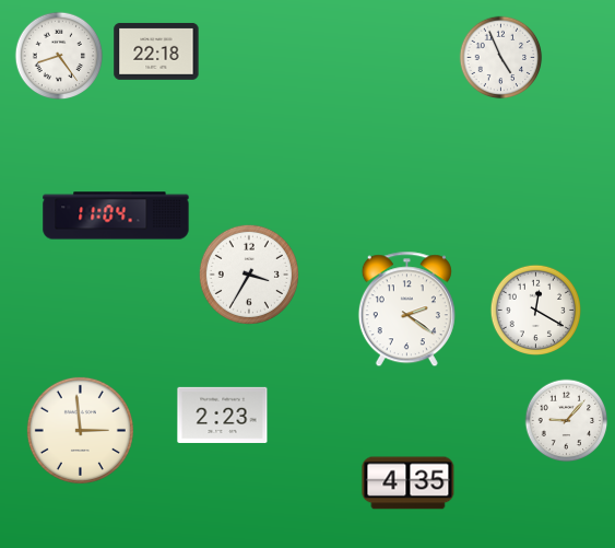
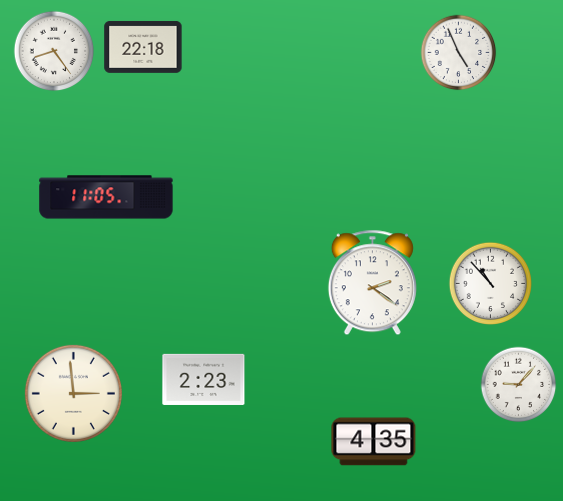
clock at (116, 215): 11:04 -> 11:05
clock at (249, 275): 3:35 -> none
clock at (536, 311): 12:20 -> 10:53
